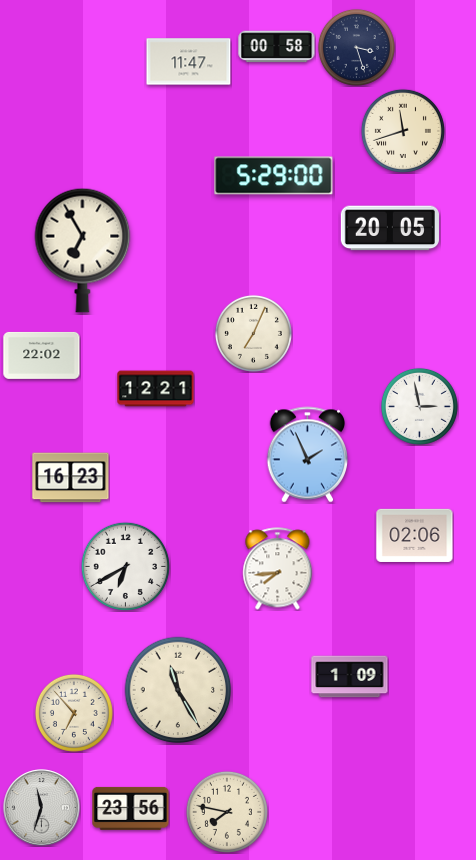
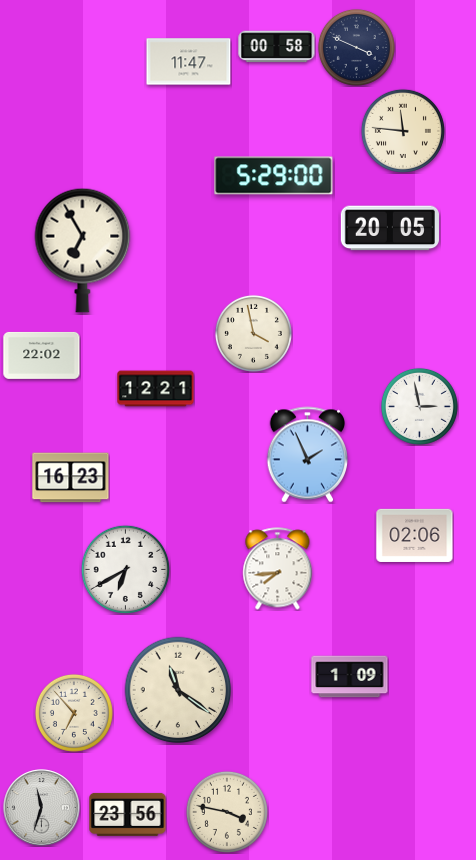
clock at (356, 47): 3:27 -> 3:49
clock at (403, 131): 11:42 -> 11:46
clock at (253, 333): 7:04 -> 3:58
clock at (125, 566) position: (125, 566) -> (125, 569)
clock at (178, 690): 11:25 -> 11:21
clock at (131, 808) position: (131, 808) -> (128, 814)
clock at (227, 812): 7:47 -> 3:47
